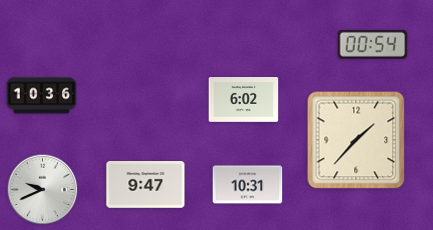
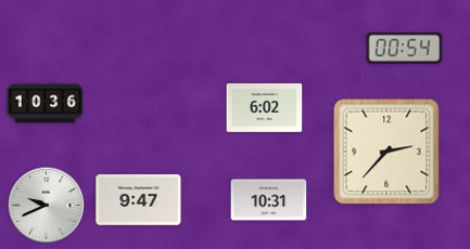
clock at (356, 140): 1:37 -> 2:37
clock at (146, 185) position: (146, 185) -> (139, 200)
